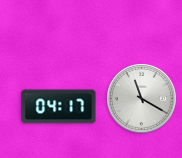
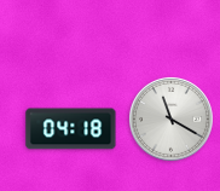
clock at (59, 107): 04:17 -> 04:18
